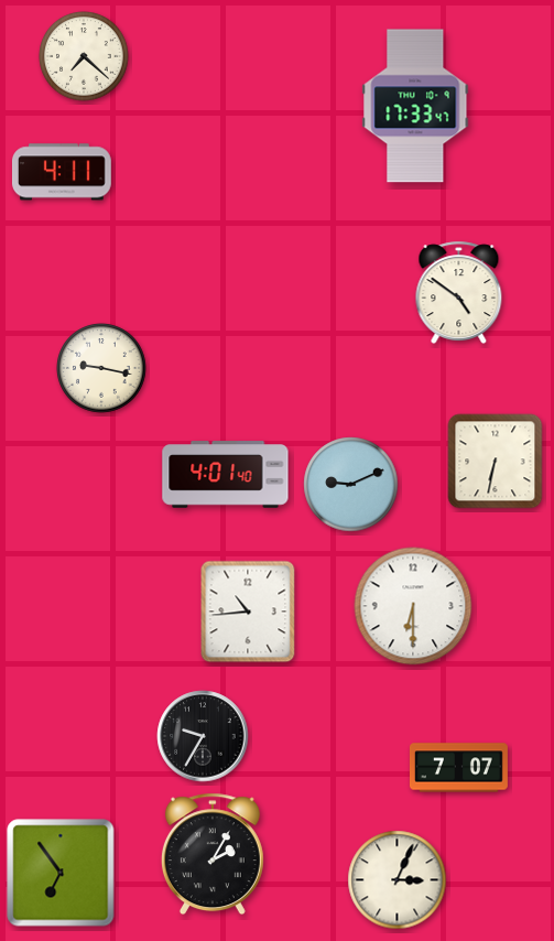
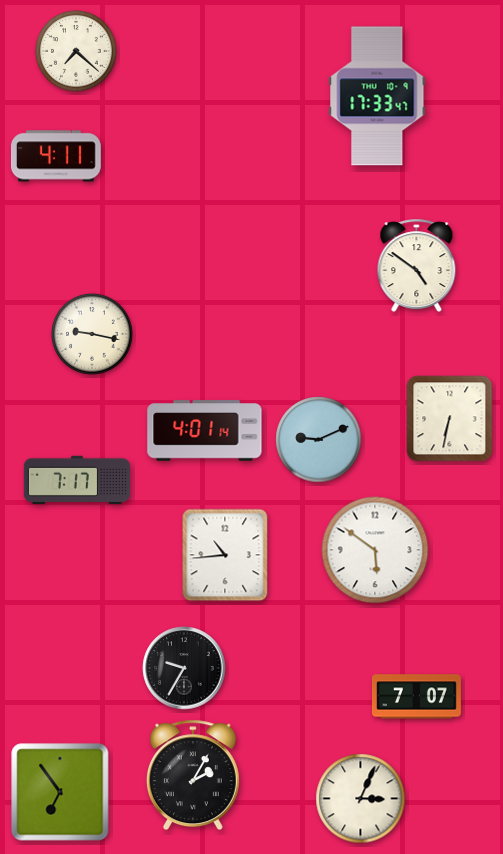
clock at (226, 475): 4:01:40 -> 4:01:14
clock at (77, 480): none -> 7:17
clock at (413, 606): 6:30 -> 5:51
clock at (61, 873) position: (61, 873) -> (60, 792)
